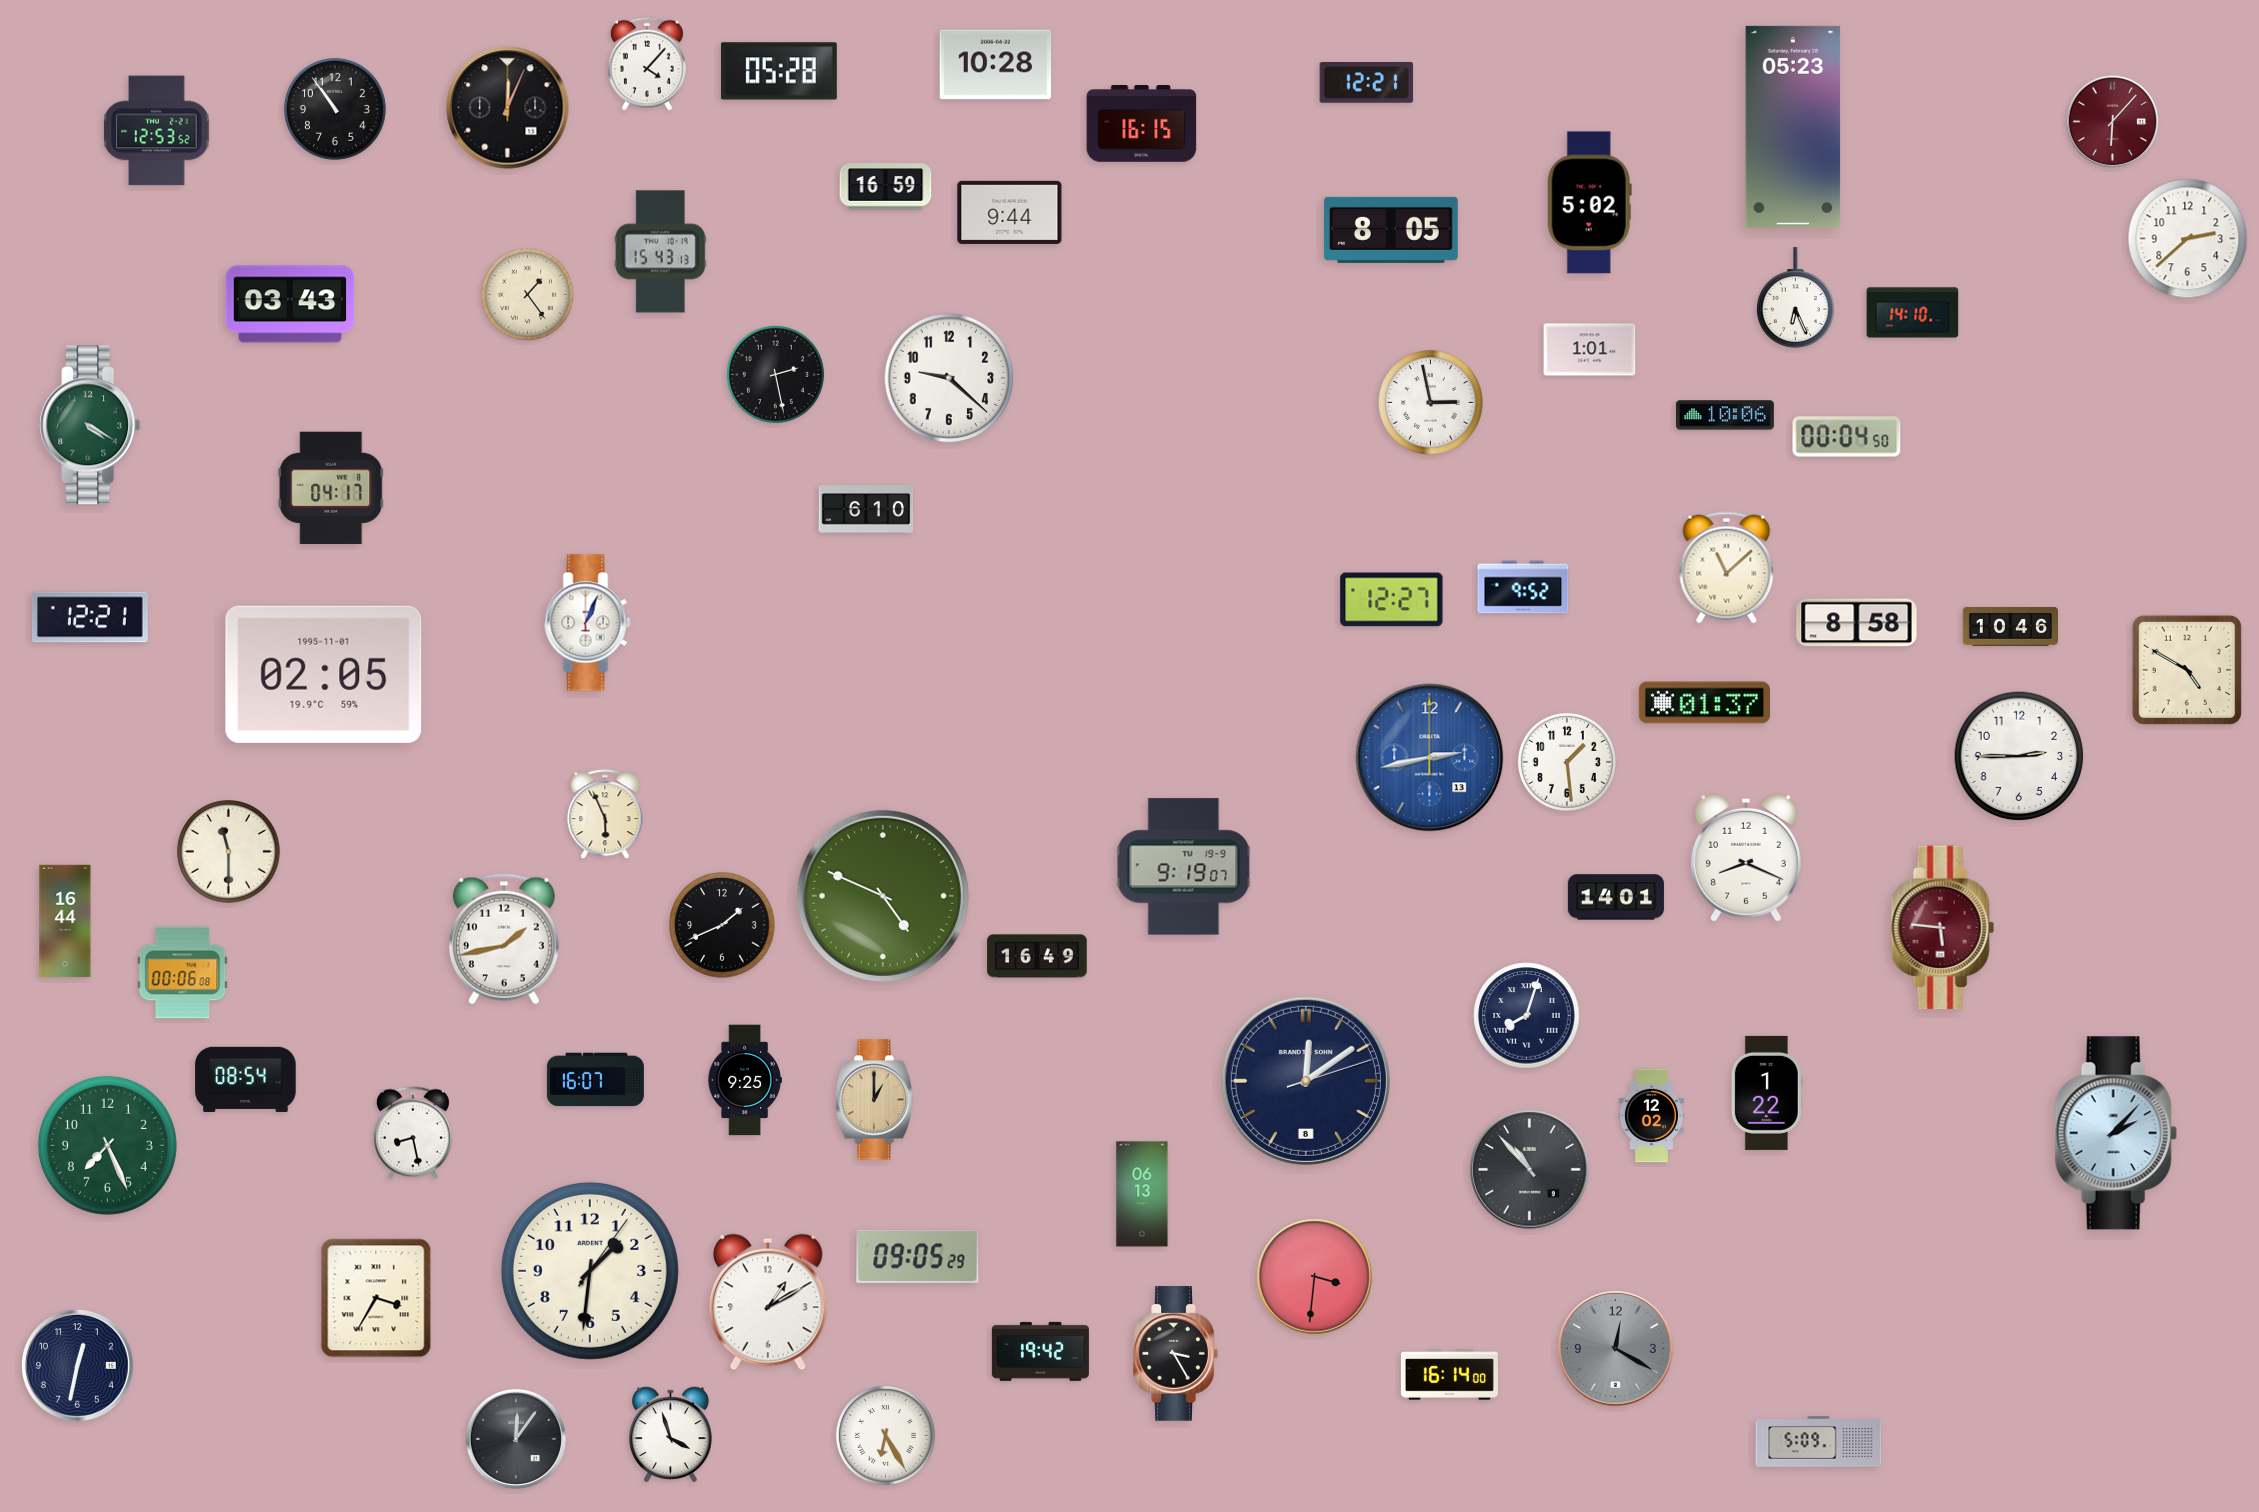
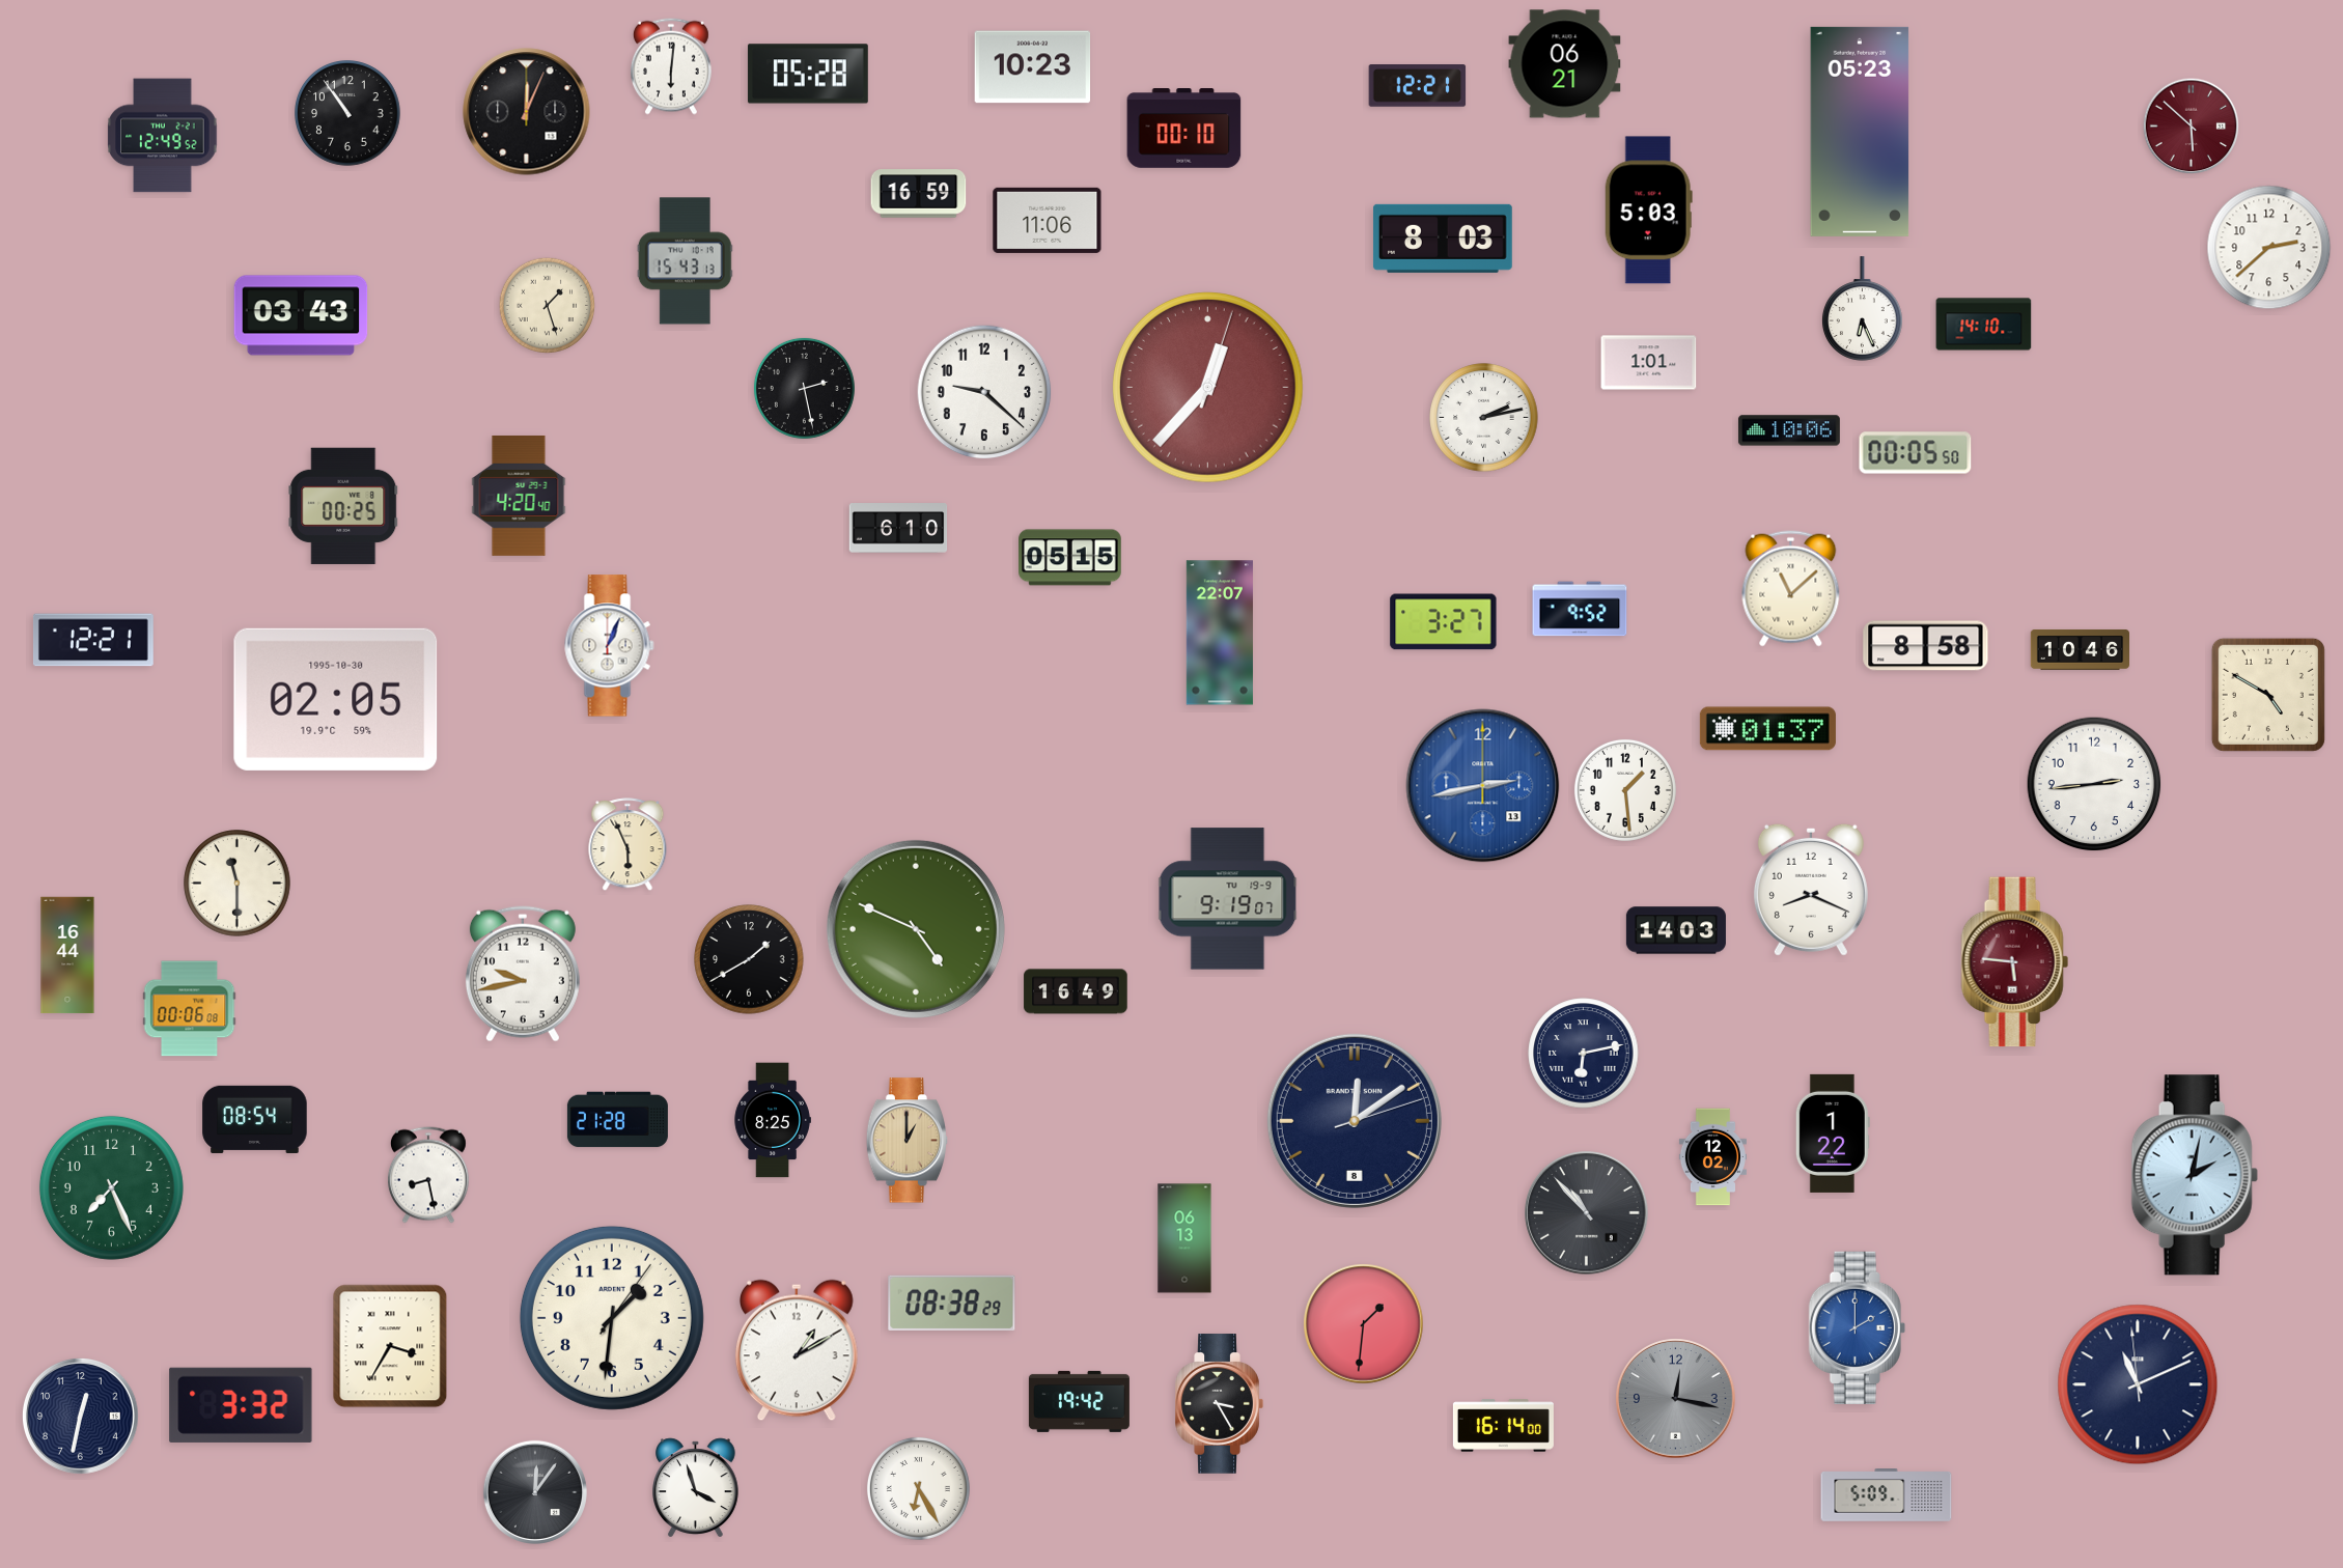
clock at (1565, 64): none -> 06:21
clock at (647, 64): 4:07 -> 6:01
clock at (996, 65): 10:28 -> 10:23
clock at (2113, 122): 6:07 -> 5:52
clock at (1142, 124): 16:15 -> 00:10
clock at (157, 131): 12:53 -> 12:49
clock at (1589, 203): 5:02 -> 5:03
clock at (1010, 212): 9:44 -> 11:06
clock at (1391, 230): 8:05 -> 8:03
clock at (528, 295): 1:24 -> 1:27
clock at (1208, 388): none -> 12:37
clock at (1431, 403): 2:58 -> 2:13
clock at (90, 425): 4:20 -> none
clock at (1847, 437): 00:04 -> 00:05
clock at (519, 496): none -> 4:20
clock at (331, 488): 04:17 -> 00:25
clock at (1070, 558): none -> 05:15
clock at (1392, 600): 12:27 -> 3:27
clock at (1220, 633): none -> 22:07
clock at (2010, 626) position: (2010, 626) -> (2080, 649)
clock at (324, 674) date: 1995-11-01 -> 1995-10-30
clock at (2019, 756): 2:45 -> 2:44
clock at (1616, 897): 14:01 -> 14:03
clock at (722, 925): 1:41 -> 1:40
clock at (504, 939): 1:43 -> 9:43
clock at (1527, 1016): 8:03 -> 6:13
clock at (595, 1080): 16:07 -> 21:28
clock at (745, 1080): 9:25 -> 8:25
clock at (2116, 1133): 2:07 -> 2:02
clock at (918, 1256): 09:05 -> 08:38
clock at (1315, 1277): 3:31 -> 1:31
clock at (1857, 1327): none -> 2:00
clock at (2138, 1384): none -> 11:10
clock at (1616, 1349): 12:20 -> 12:17
clock at (241, 1405): none -> 3:32
